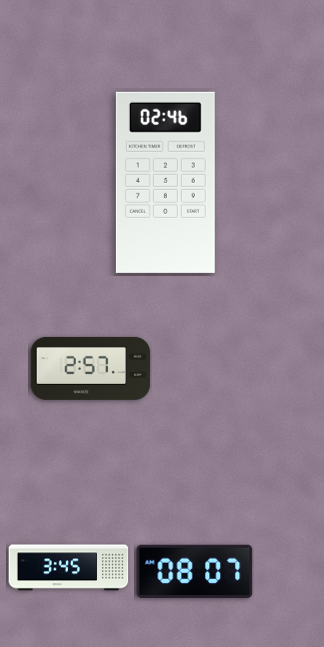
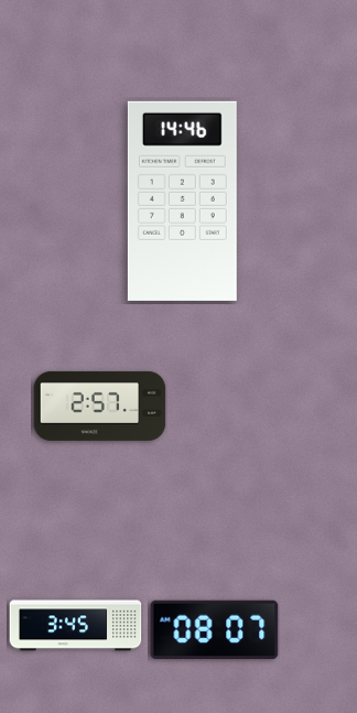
clock at (165, 182): 02:46 -> 14:46
